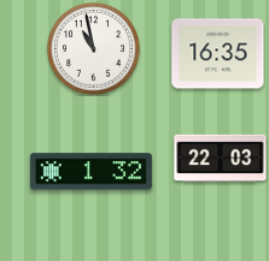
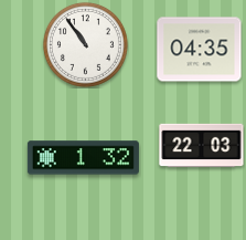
clock at (93, 48): 10:58 -> 10:54
clock at (218, 54): 16:35 -> 04:35
